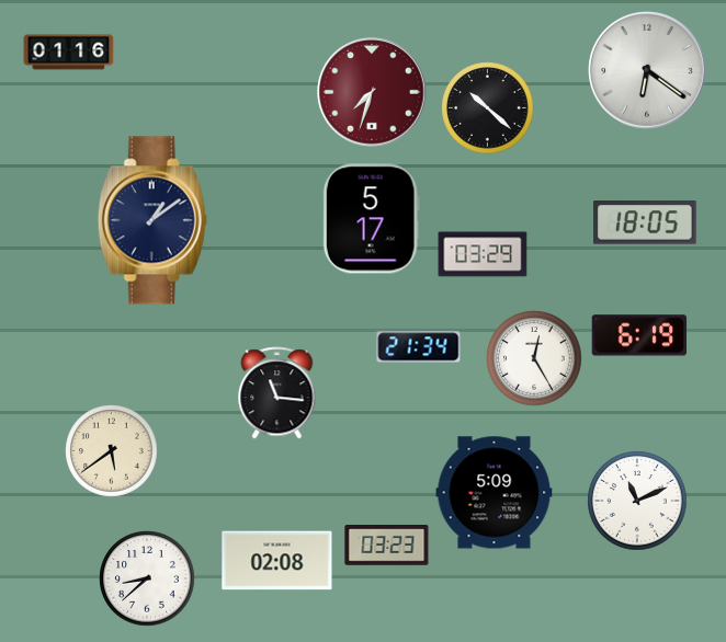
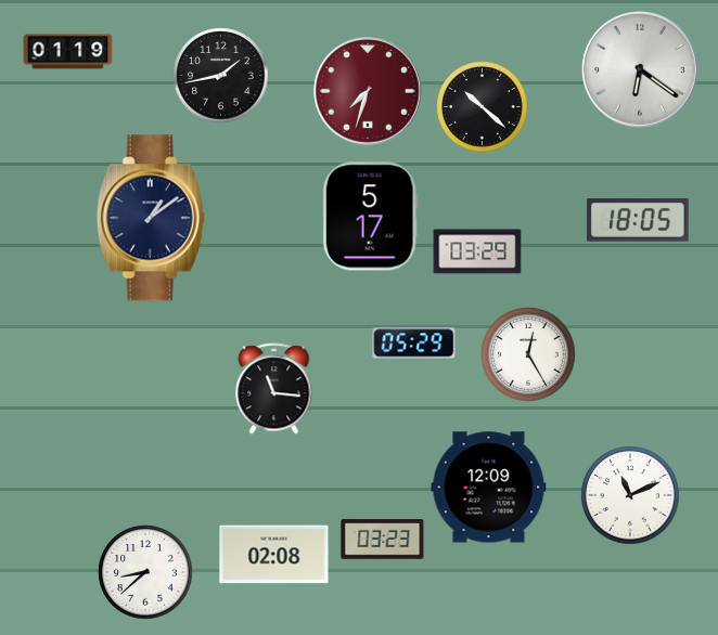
clock at (69, 53): 01:16 -> 01:19
clock at (221, 76): none -> 1:43
clock at (371, 219) position: (371, 219) -> (370, 217)
clock at (638, 335): 6:19 -> none
clock at (419, 347): 21:34 -> 05:29
clock at (112, 451): 5:39 -> none
clock at (495, 493): 5:09 -> 12:09
